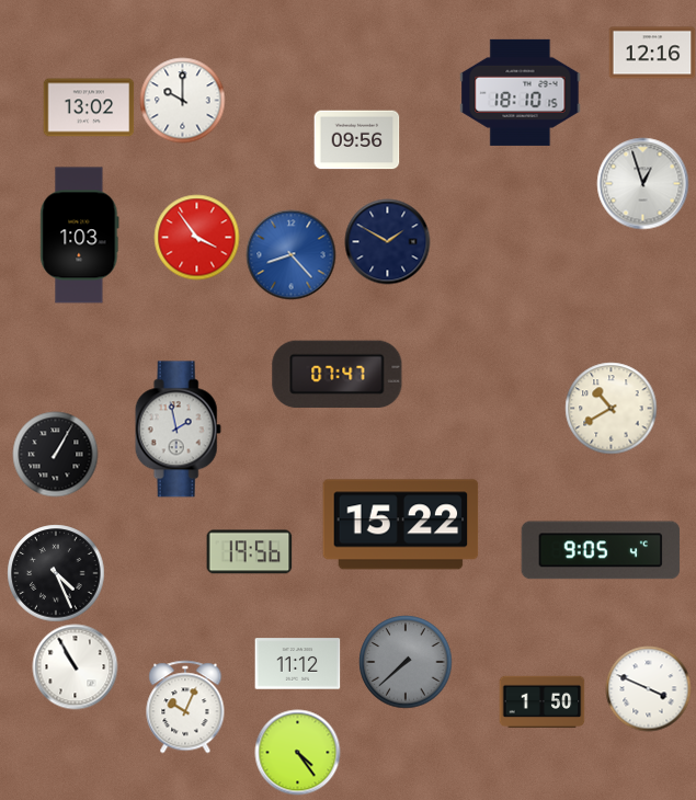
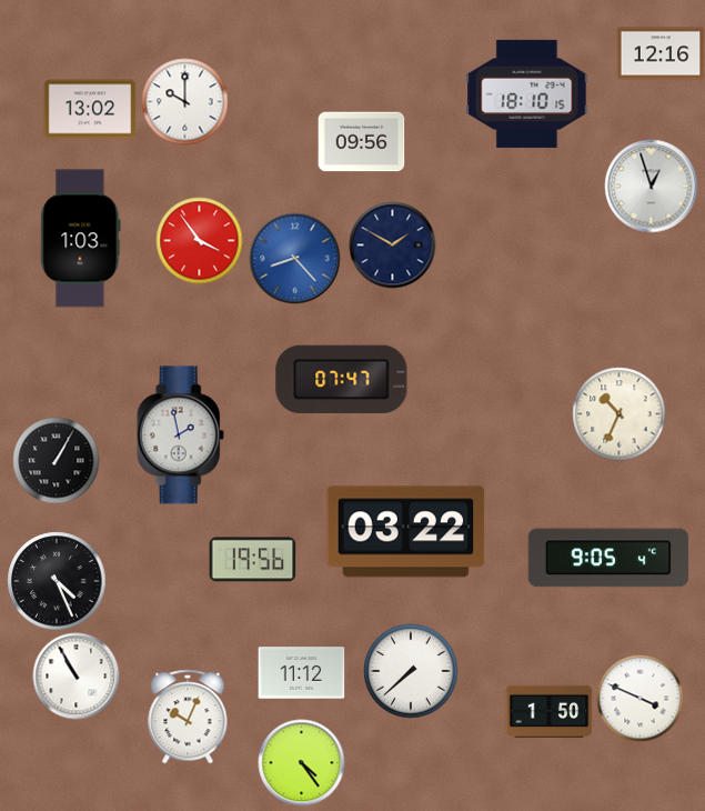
clock at (611, 408): 10:40 -> 10:34
clock at (401, 525): 15:22 -> 03:22
clock at (406, 662) dial: grey -> white
clock at (648, 688) position: (648, 688) -> (639, 698)
